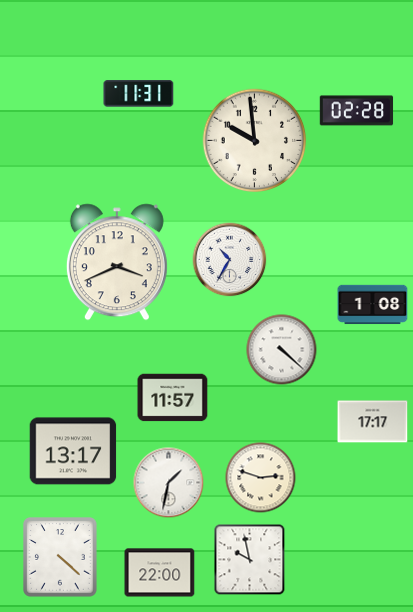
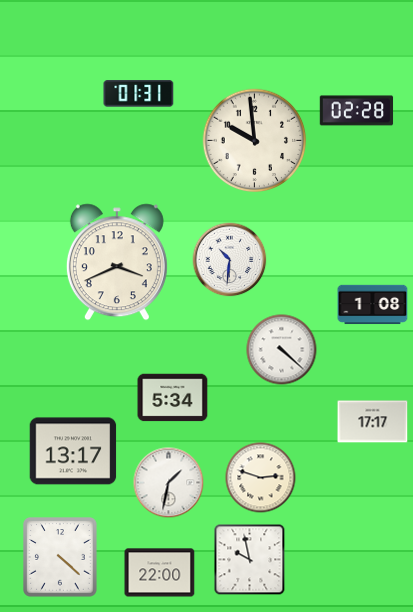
clock at (139, 94): 11:31 -> 01:31
clock at (230, 260): 10:35 -> 10:31
clock at (173, 398): 11:57 -> 5:34
